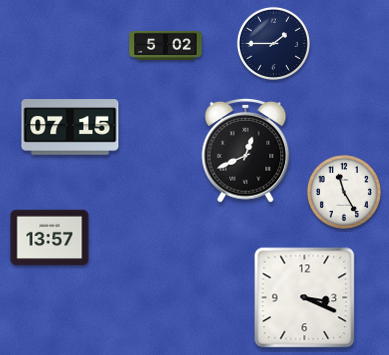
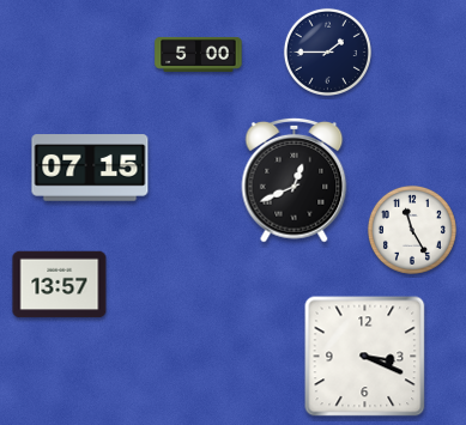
clock at (166, 45): 5:02 -> 5:00
clock at (70, 127) position: (70, 127) -> (90, 168)
